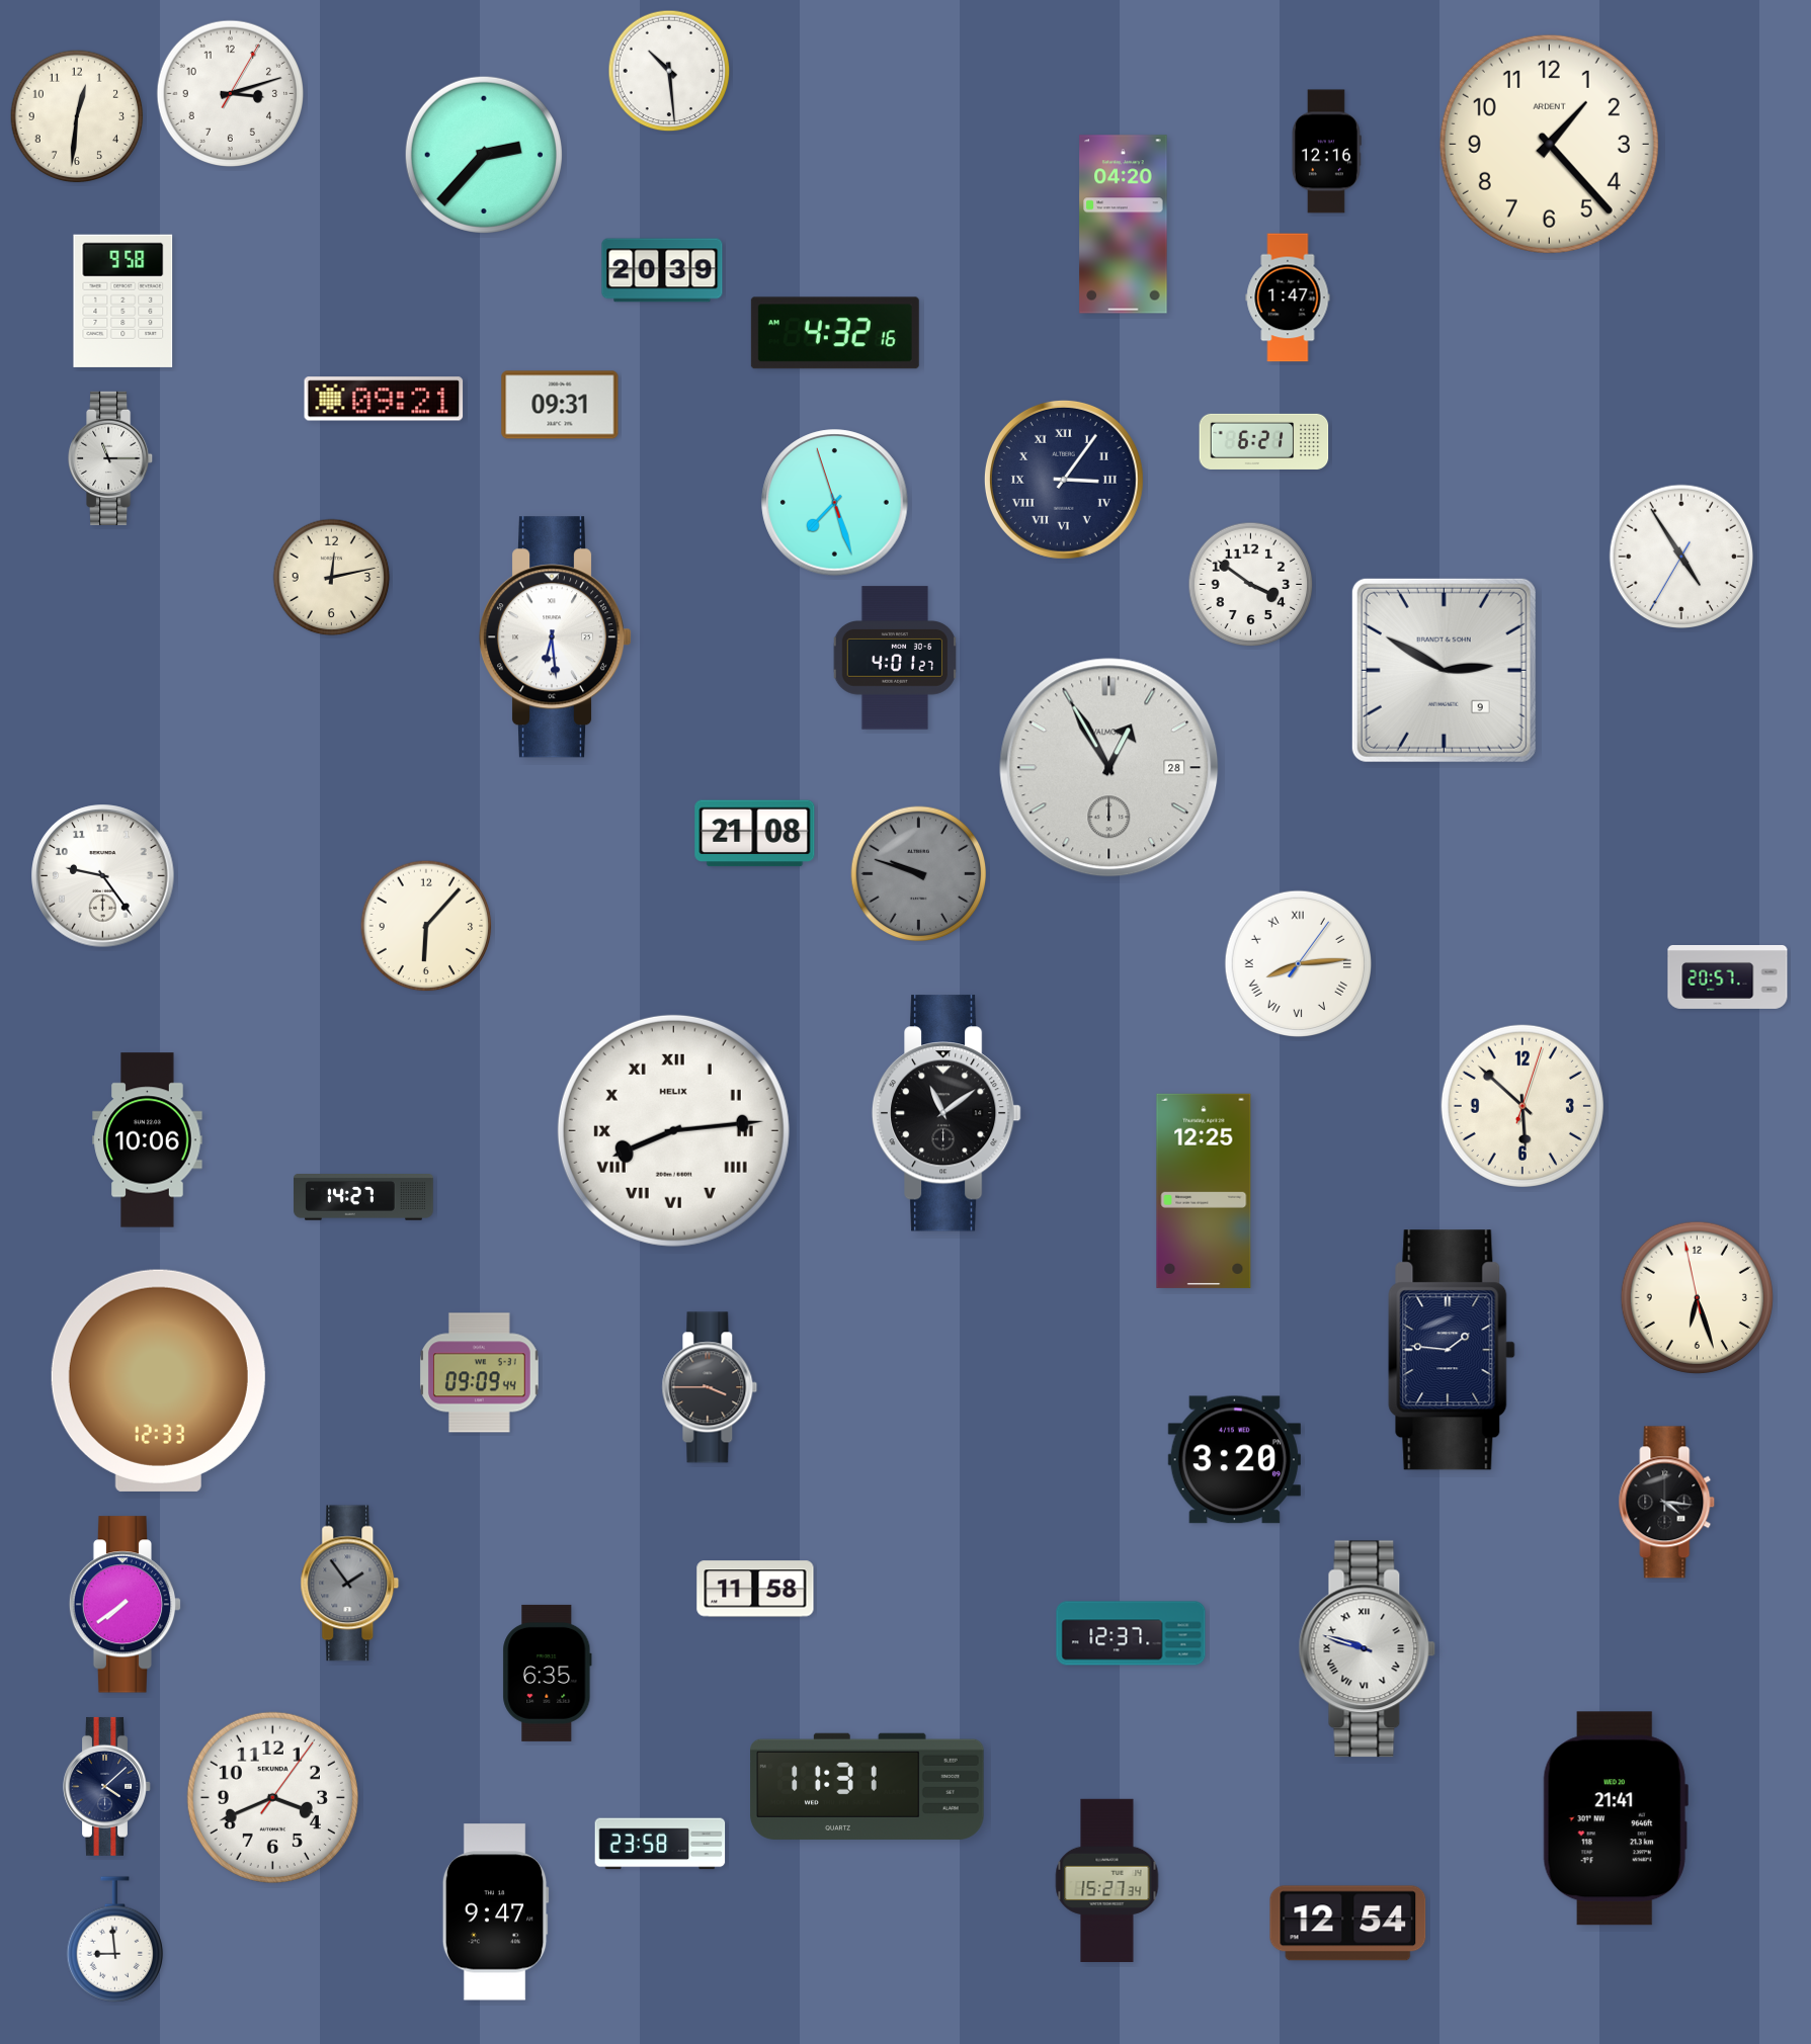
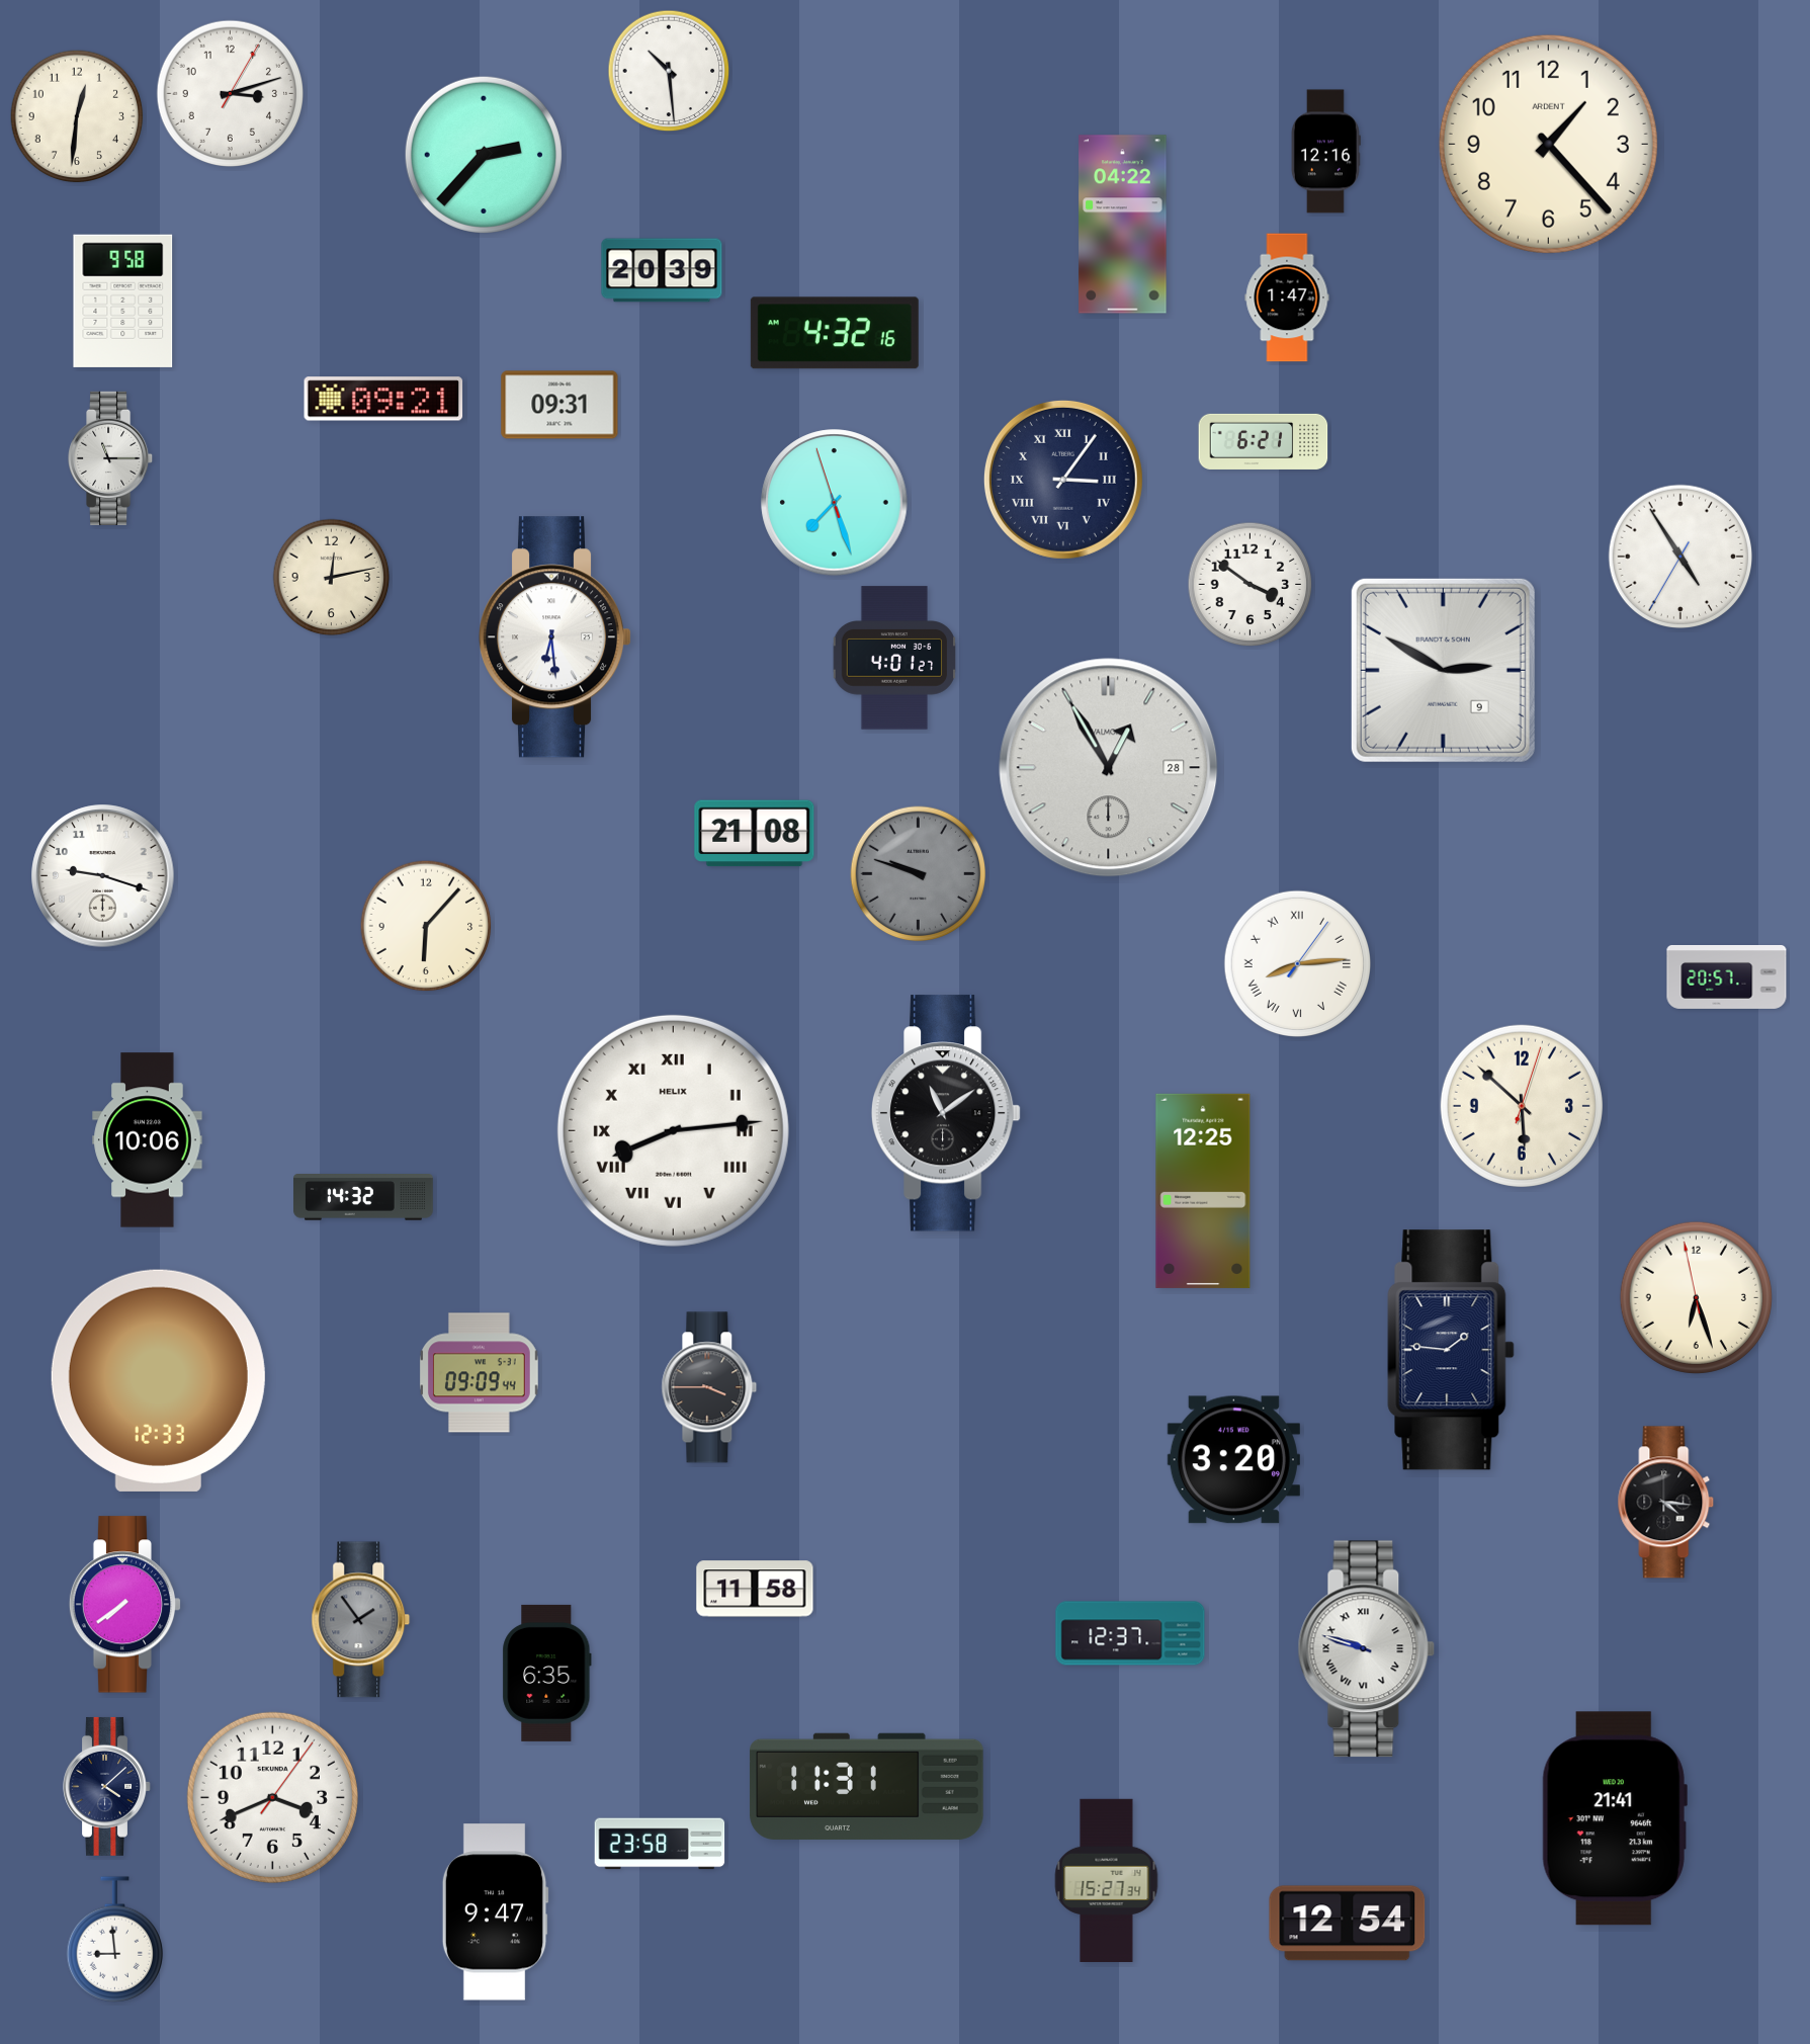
clock at (1124, 225): 04:20 -> 04:22
clock at (103, 876): 9:24 -> 9:18
clock at (364, 1198): 14:27 -> 14:32
clock at (350, 1584) position: (350, 1584) -> (361, 1620)
